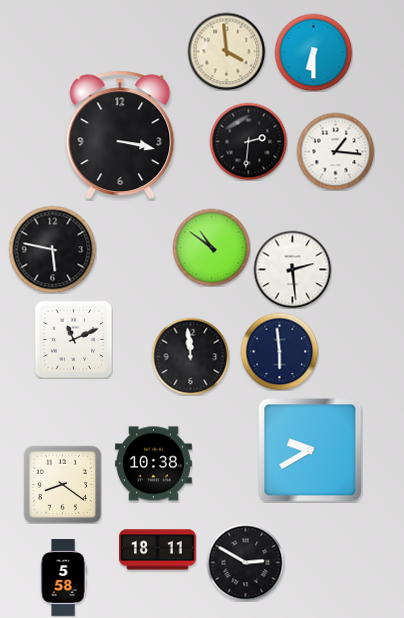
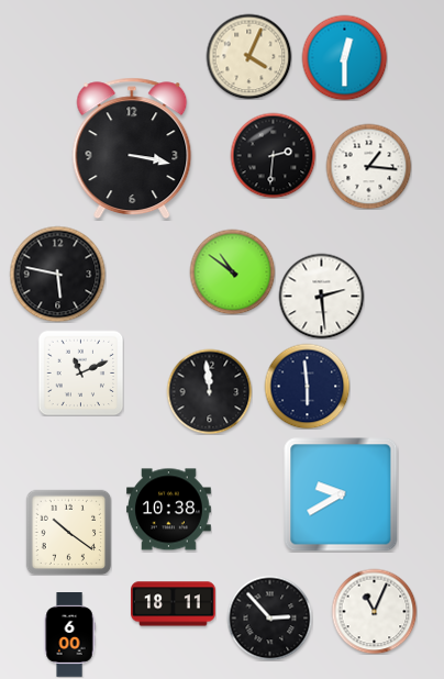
clock at (226, 51): 3:59 -> 4:04
clock at (313, 52): 6:30 -> 12:30
clock at (62, 484): 8:21 -> 10:21
clock at (374, 611): none -> 11:04
clock at (245, 562): 2:50 -> 2:53
clock at (63, 578): 5:58 -> 6:00
